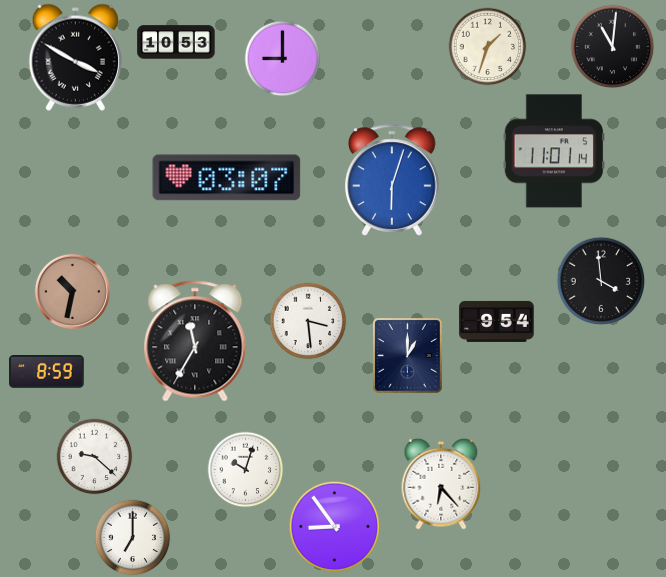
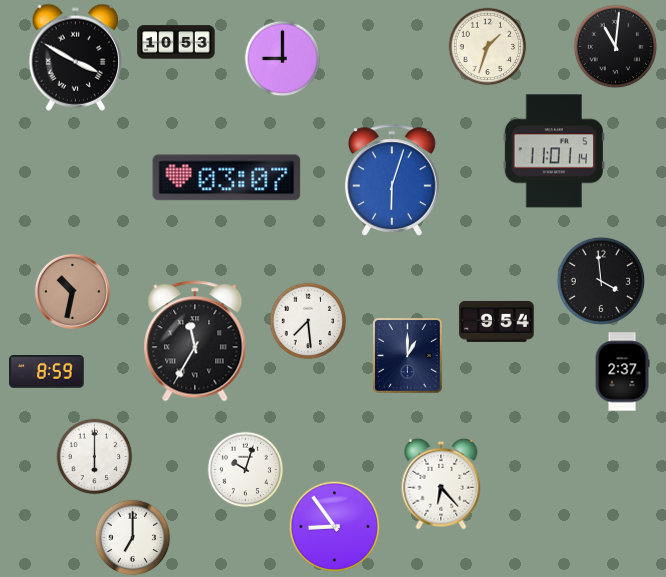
clock at (613, 47) position: (613, 47) -> (616, 47)
clock at (308, 321): 3:29 -> 7:29
clock at (622, 372): none -> 2:37
clock at (95, 457): 9:22 -> 6:00
